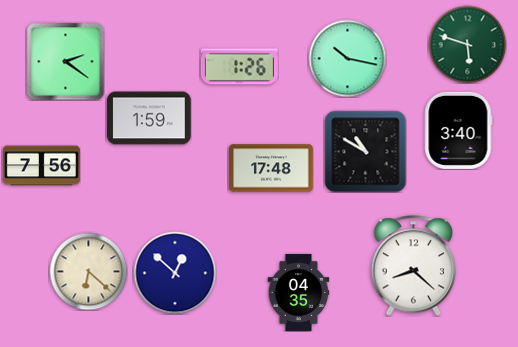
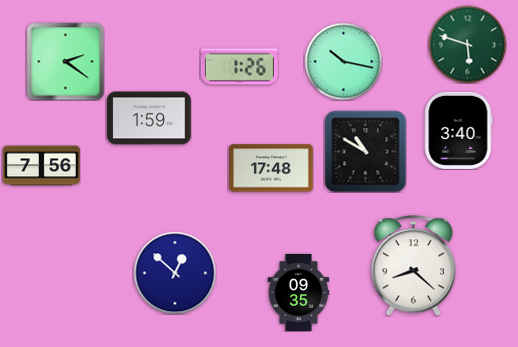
clock at (347, 58) position: (347, 58) -> (343, 61)
clock at (88, 271): 6:22 -> none
clock at (299, 292): 04:35 -> 09:35
